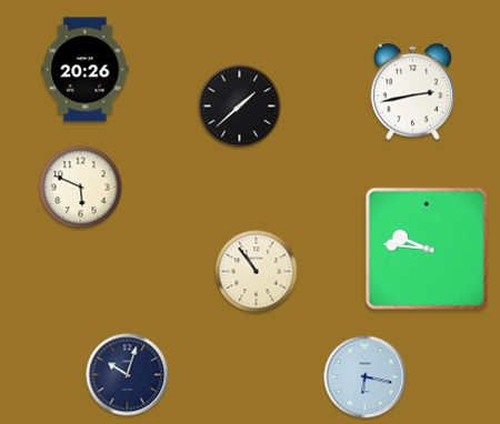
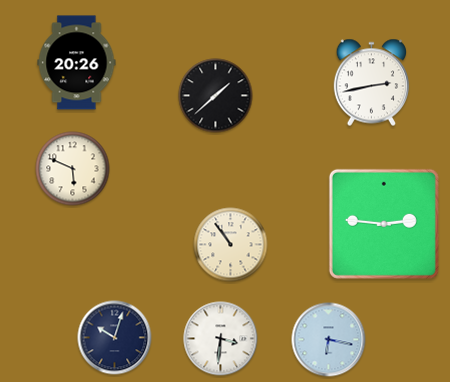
clock at (427, 249): 9:46 -> 2:46
clock at (221, 339): none -> 3:31
